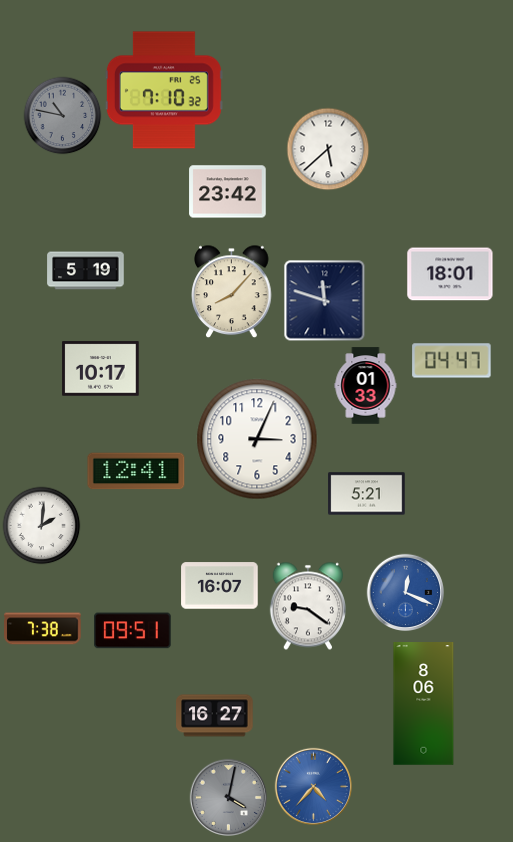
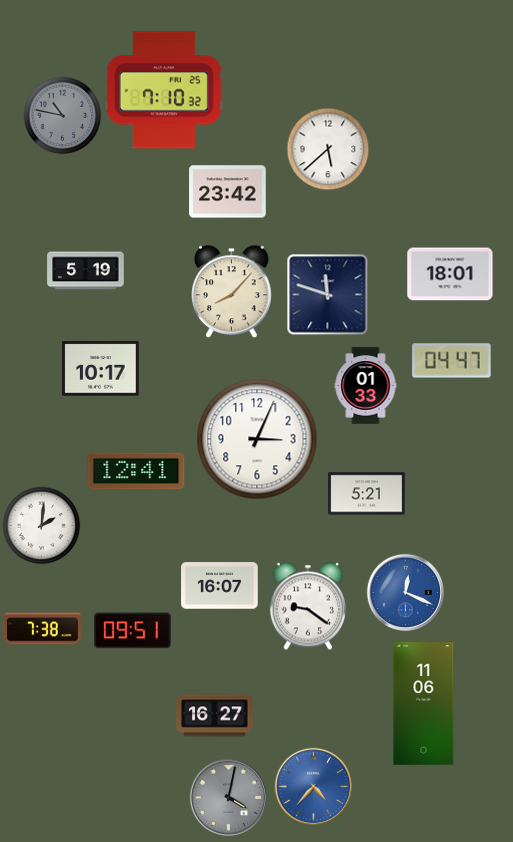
clock at (324, 300) position: (324, 300) -> (327, 294)
clock at (424, 704): 8:06 -> 11:06
